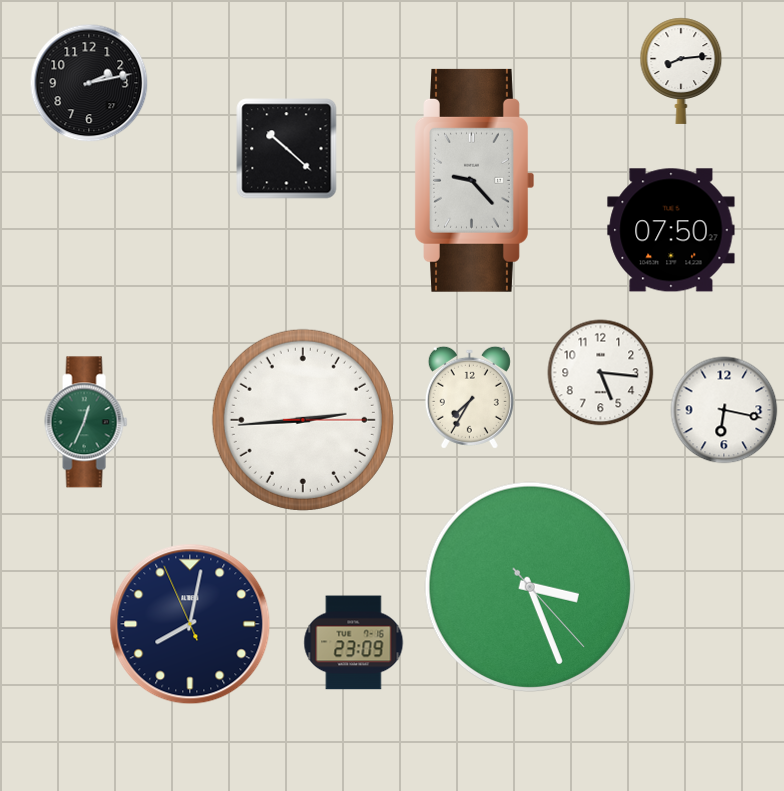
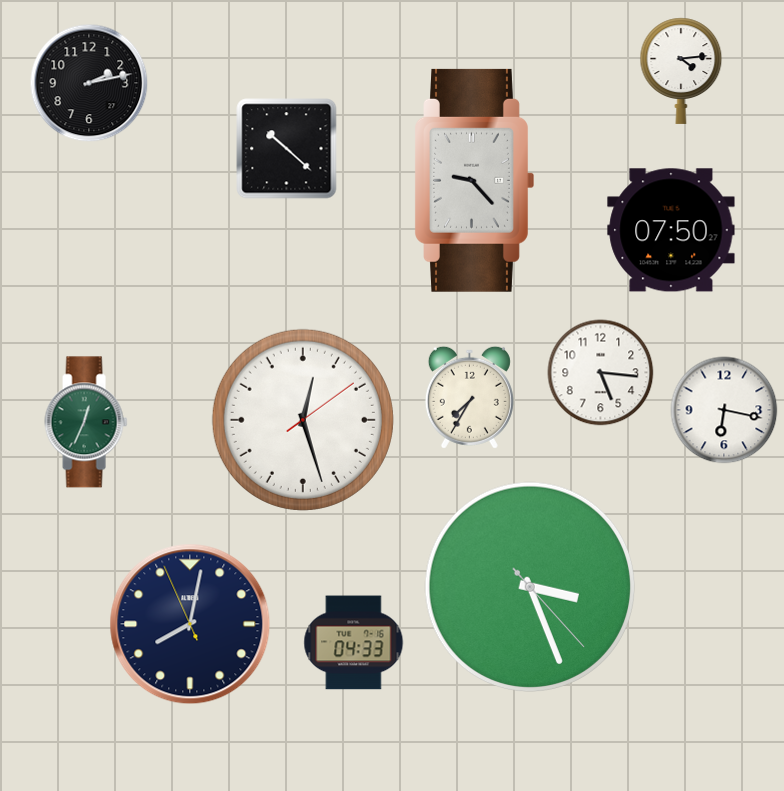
clock at (681, 71): 8:14 -> 4:14
clock at (303, 420): 2:44 -> 12:27
clock at (354, 643): 23:09 -> 04:33
